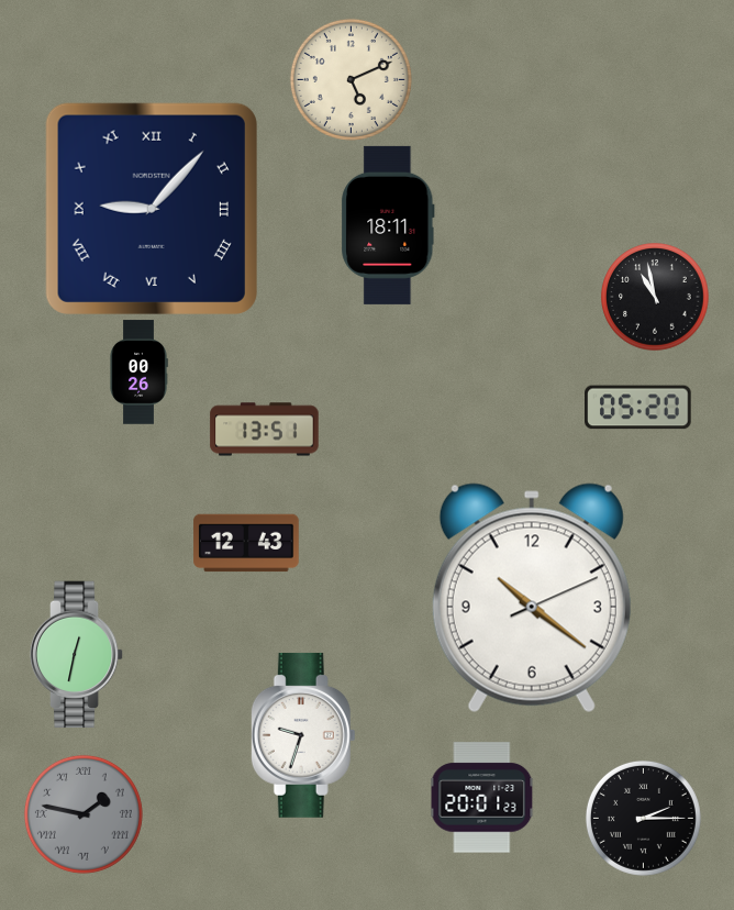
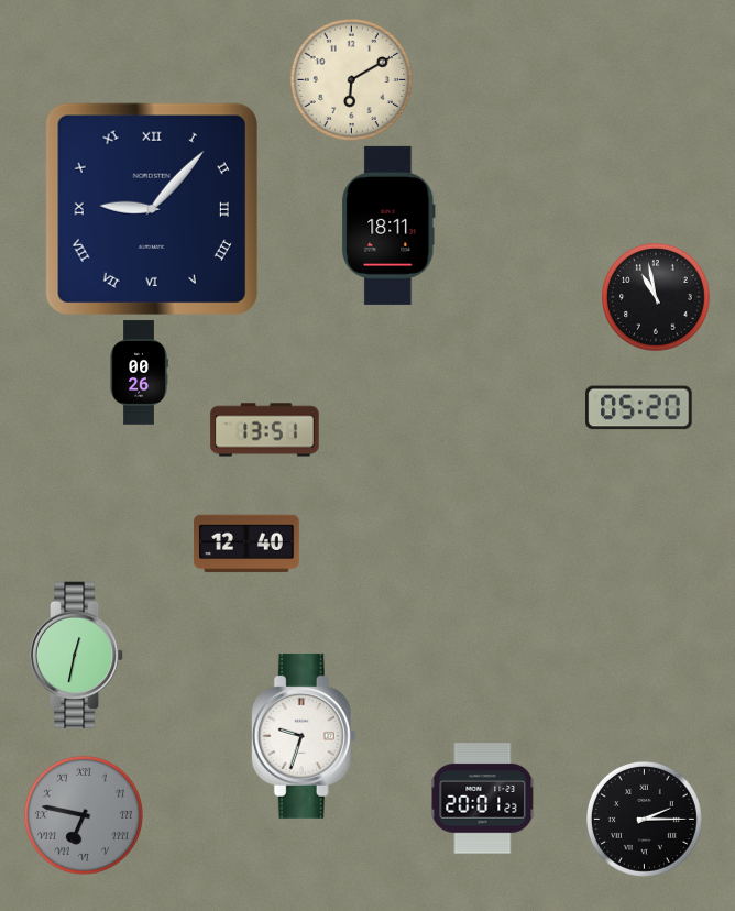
clock at (351, 79): 5:11 -> 6:10
clock at (246, 543): 12:43 -> 12:40
clock at (532, 598): 10:21 -> none
clock at (84, 814): 1:47 -> 6:47
